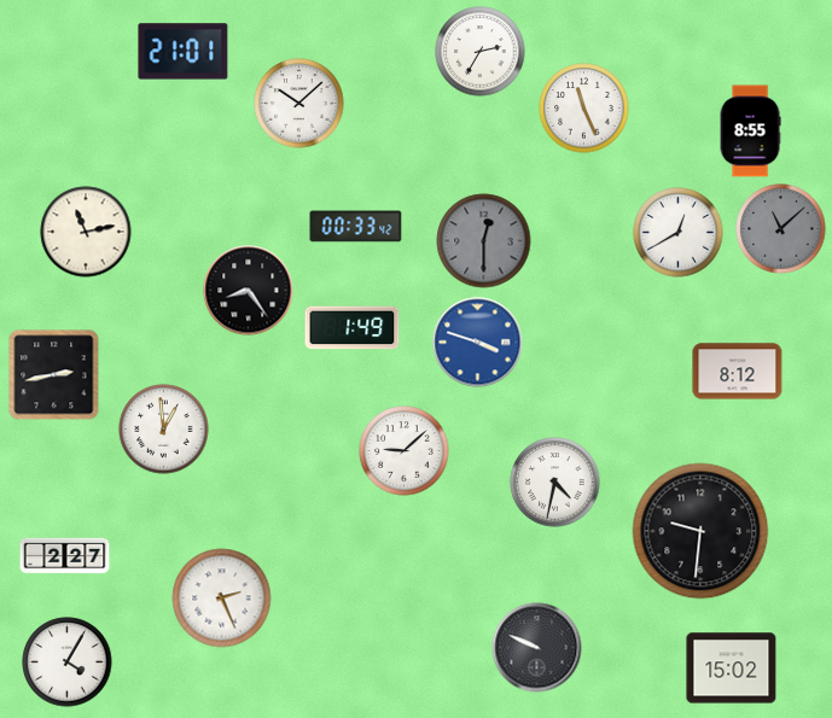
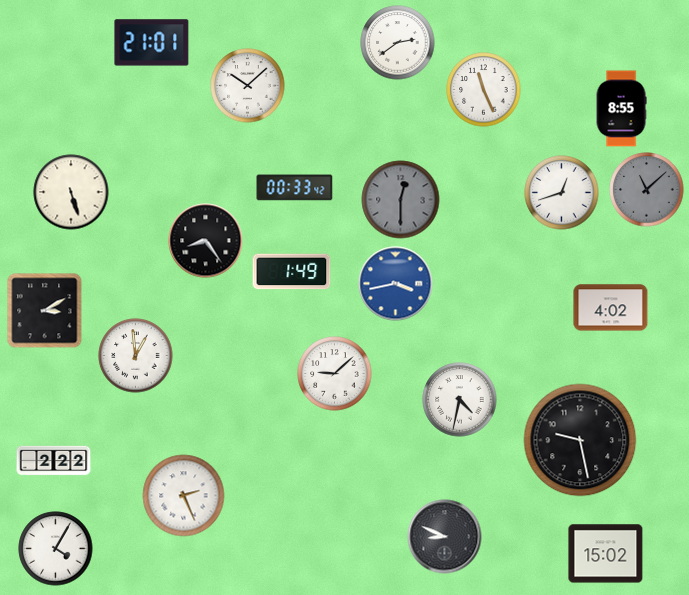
clock at (481, 52): 2:35 -> 2:39
clock at (86, 232): 11:13 -> 5:27
clock at (679, 233): 12:40 -> 12:42
clock at (478, 343): 3:48 -> 3:43
clock at (738, 372): 8:12 -> 4:02
clock at (54, 375): 2:43 -> 3:10
clock at (700, 531): 9:31 -> 9:28
clock at (65, 556): 2:27 -> 2:22
clock at (537, 648): 9:49 -> 8:49
